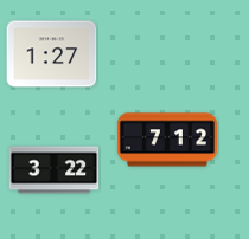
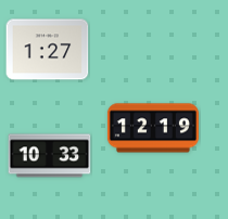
clock at (167, 140): 7:12 -> 12:19
clock at (55, 170): 3:22 -> 10:33
